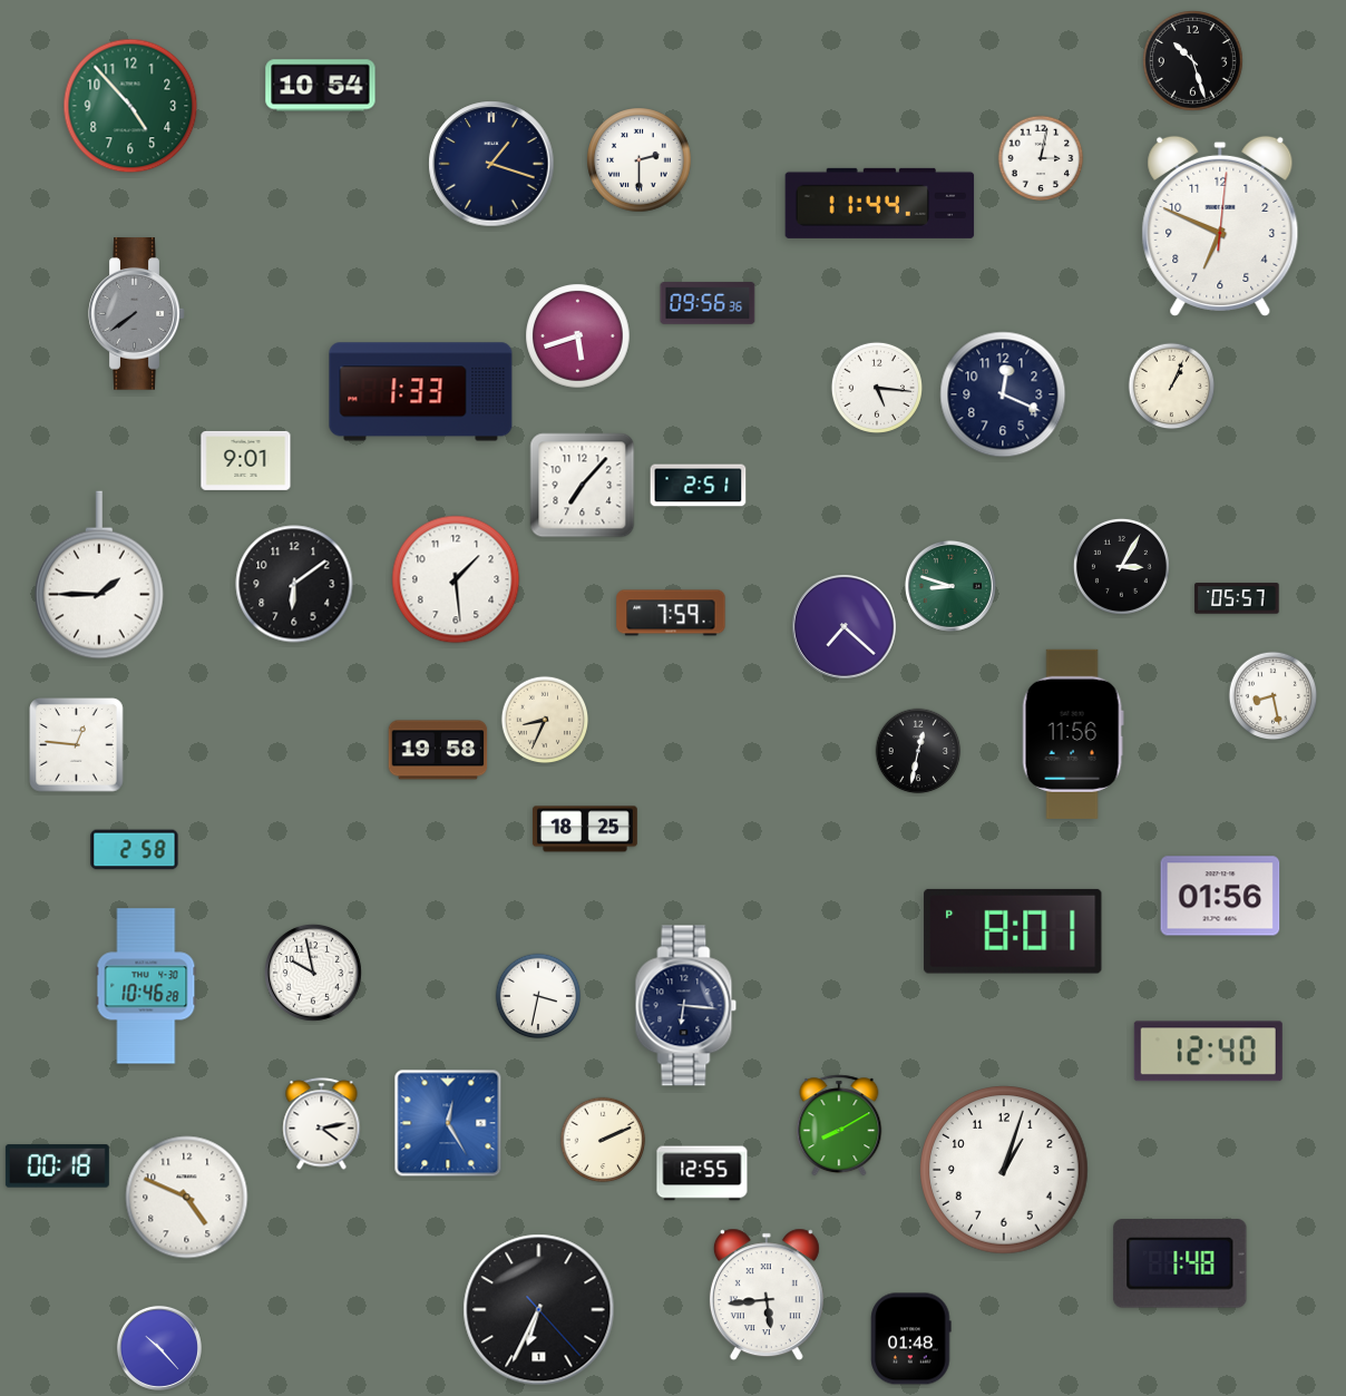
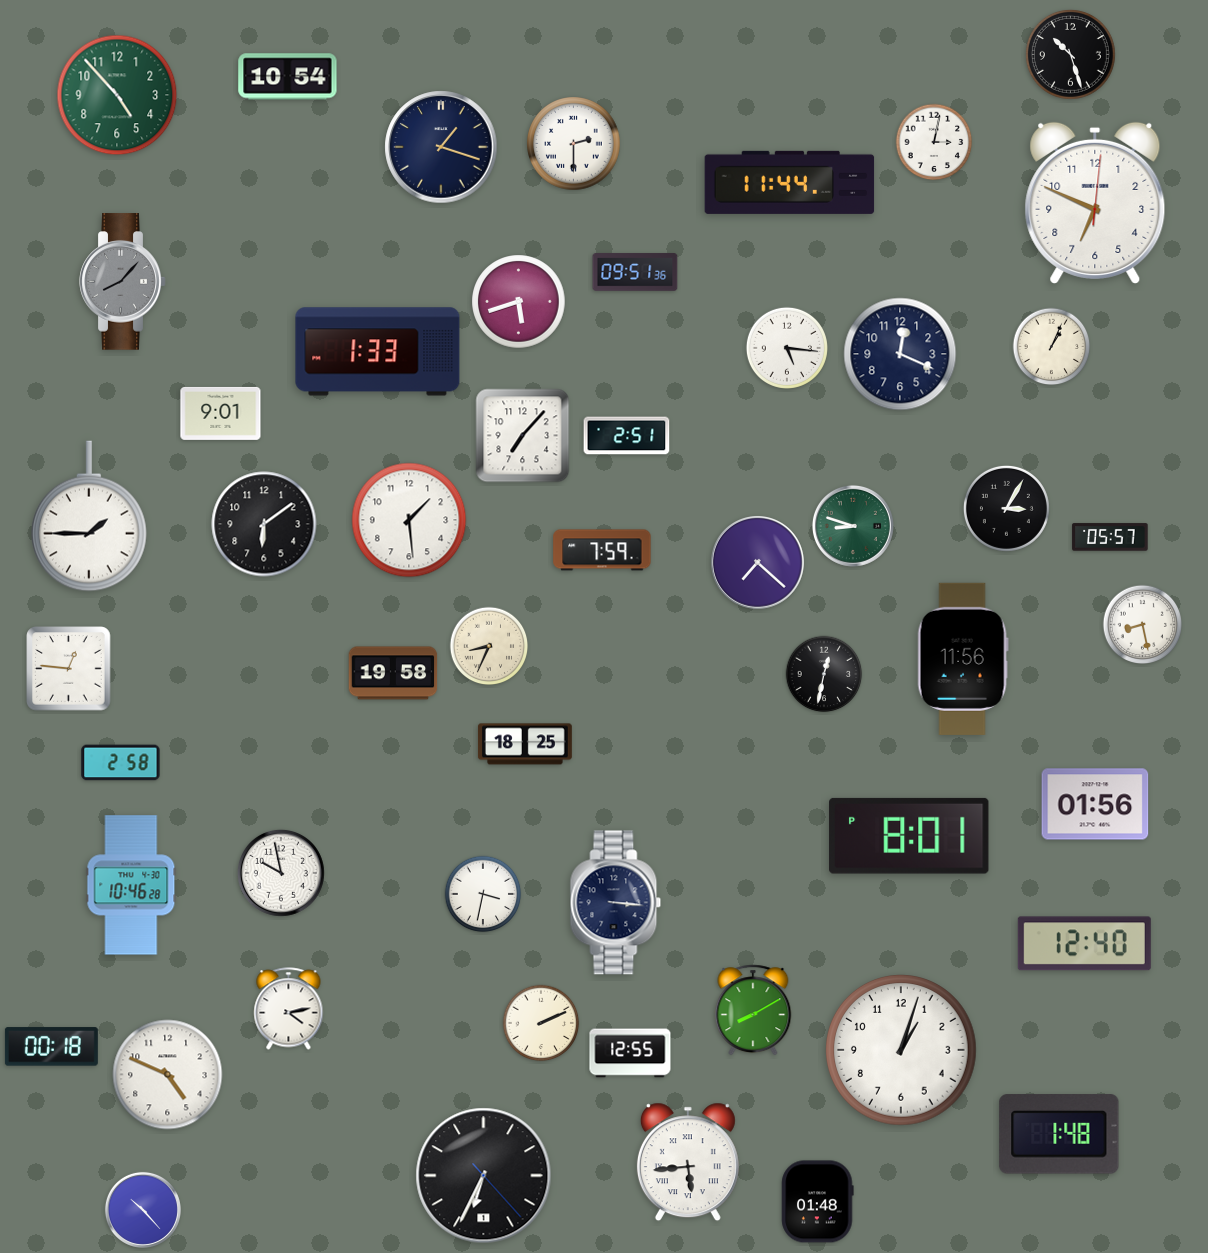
clock at (708, 303): 09:56 -> 09:51
clock at (137, 314): 7:39 -> 8:07
clock at (686, 1006): 6:16 -> 3:16
clock at (448, 1123): 12:25 -> none
